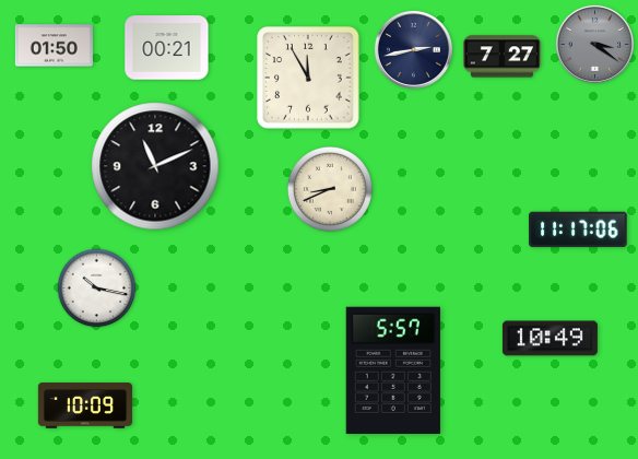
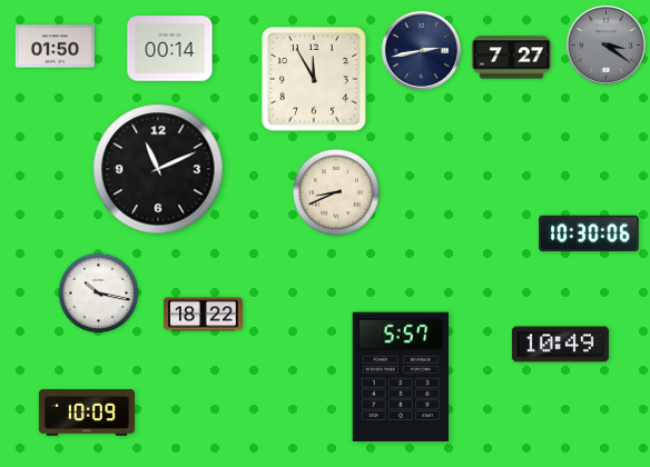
clock at (167, 48): 00:21 -> 00:14
clock at (578, 229): 11:17 -> 10:30
clock at (203, 315): none -> 18:22
